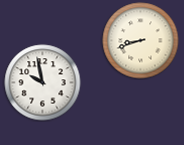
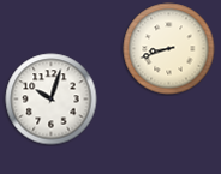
clock at (43, 83): 9:58 -> 10:03
